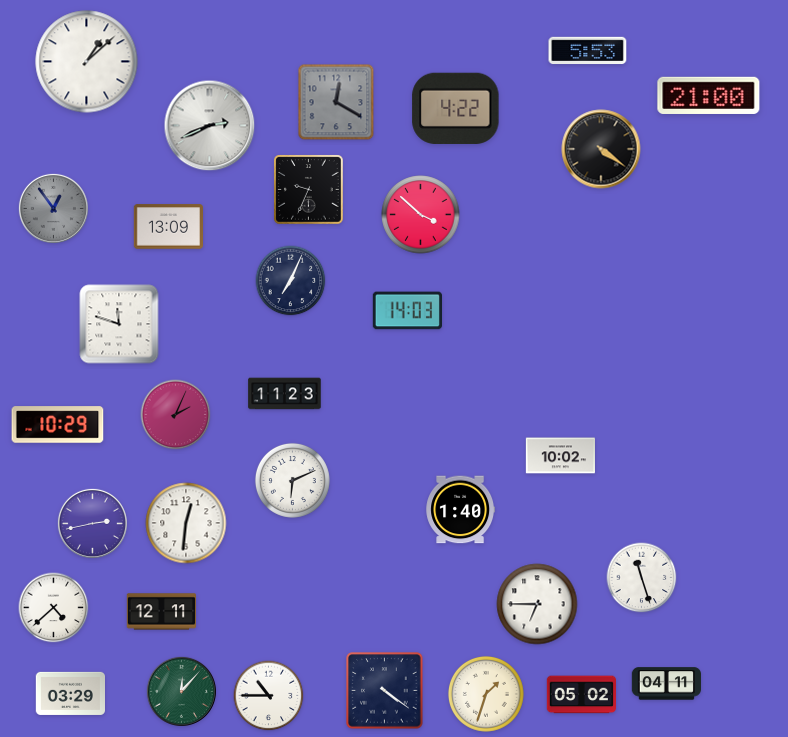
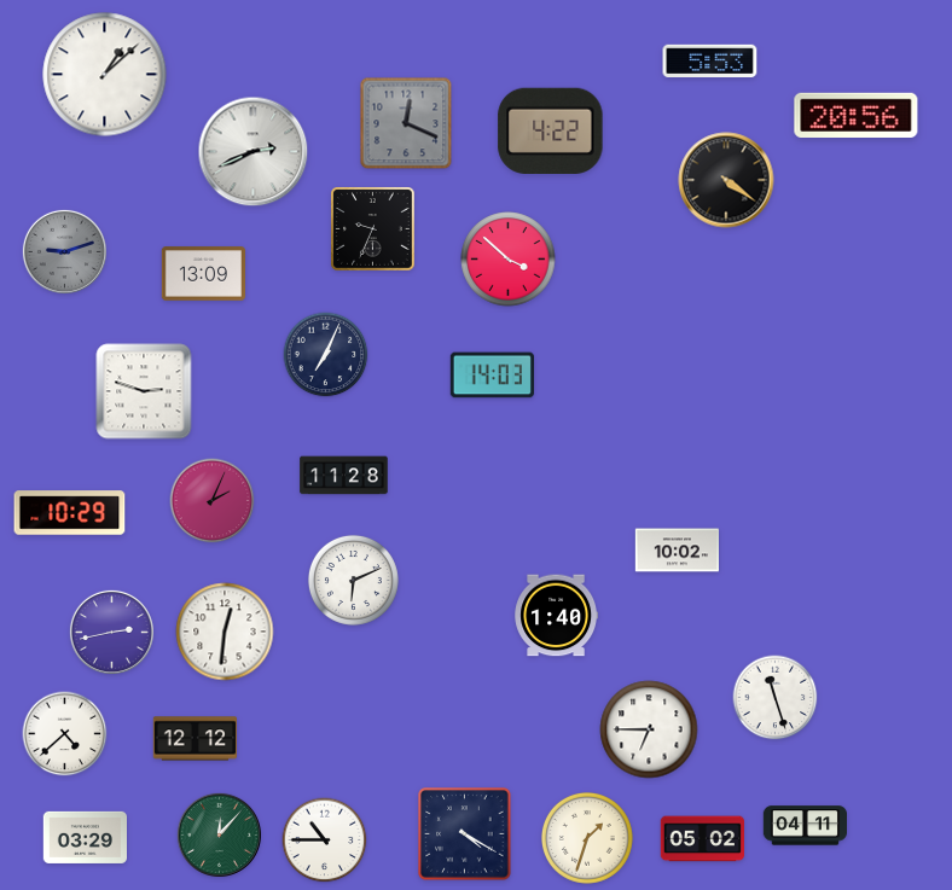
clock at (709, 95): 21:00 -> 20:56
clock at (336, 102): 12:20 -> 12:19
clock at (53, 208): 12:54 -> 9:12
clock at (291, 281) position: (291, 281) -> (326, 355)
clock at (119, 324): 11:48 -> 2:48
clock at (285, 394): 11:23 -> 11:28
clock at (161, 612): 12:11 -> 12:12
clock at (385, 691): 4:21 -> 4:20
